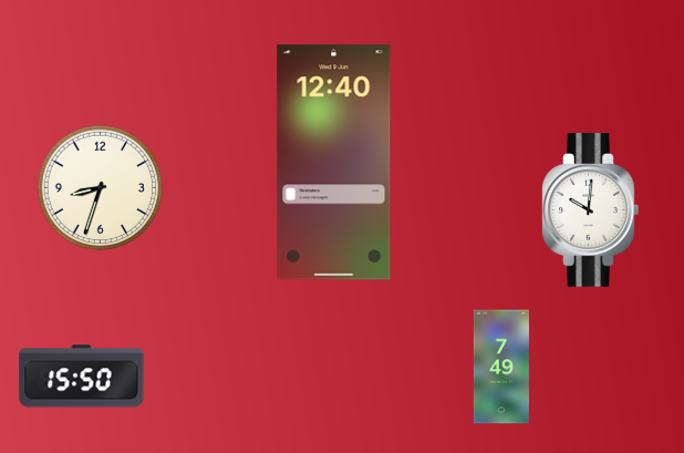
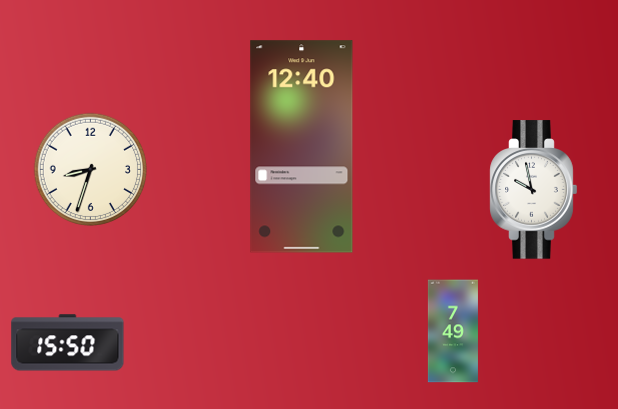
clock at (591, 210): 10:01 -> 9:58
clock at (82, 377) position: (82, 377) -> (68, 343)
